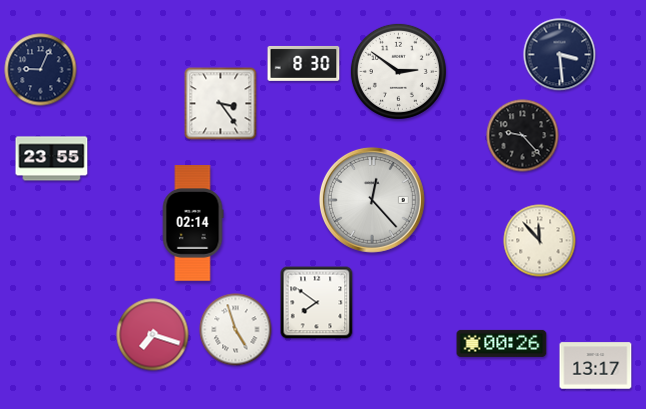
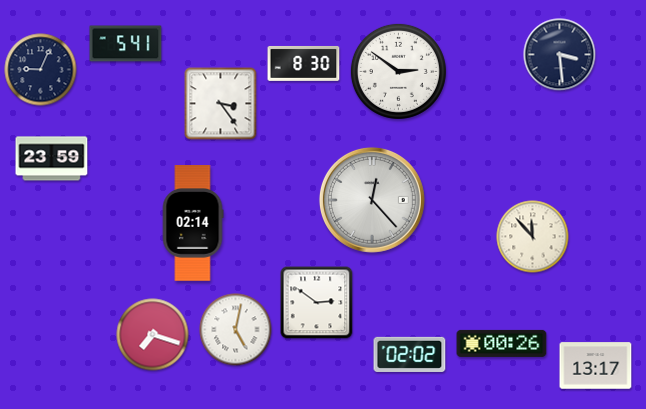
clock at (126, 44): none -> 5:41
clock at (523, 136): 9:23 -> none
clock at (52, 159): 23:55 -> 23:59
clock at (540, 241) position: (540, 241) -> (533, 237)
clock at (317, 303): 7:51 -> 2:51
clock at (236, 330): 4:57 -> 5:02
clock at (410, 354): none -> 02:02
